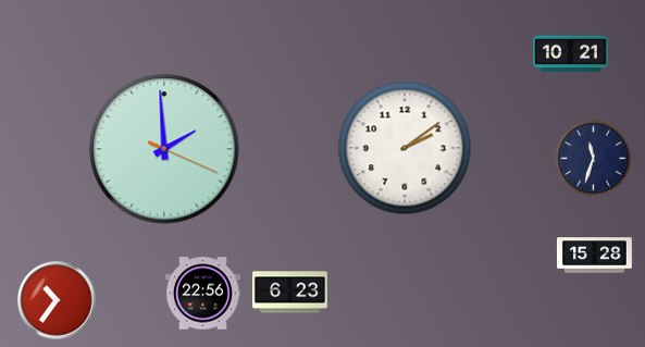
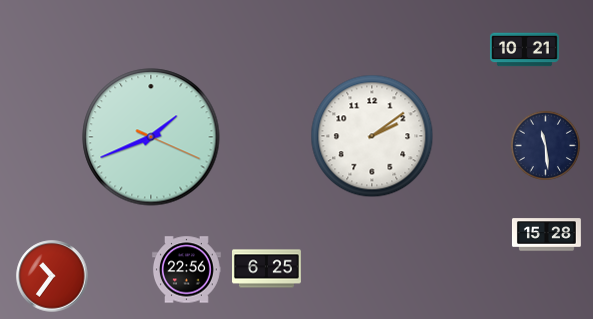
clock at (164, 149): 1:59 -> 1:41
clock at (594, 159): 11:33 -> 11:29
clock at (290, 293): 6:23 -> 6:25
